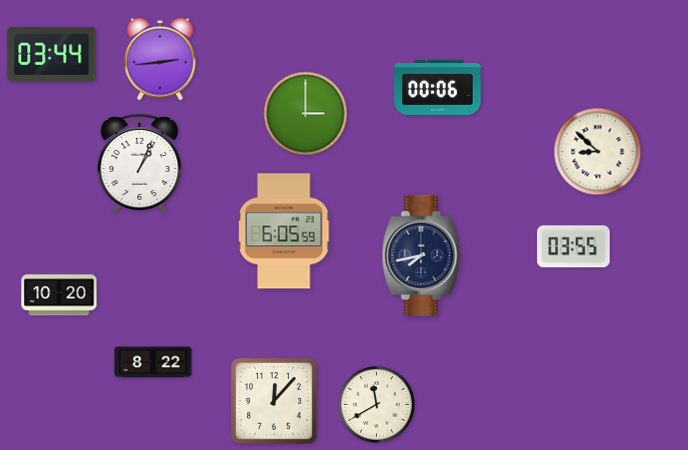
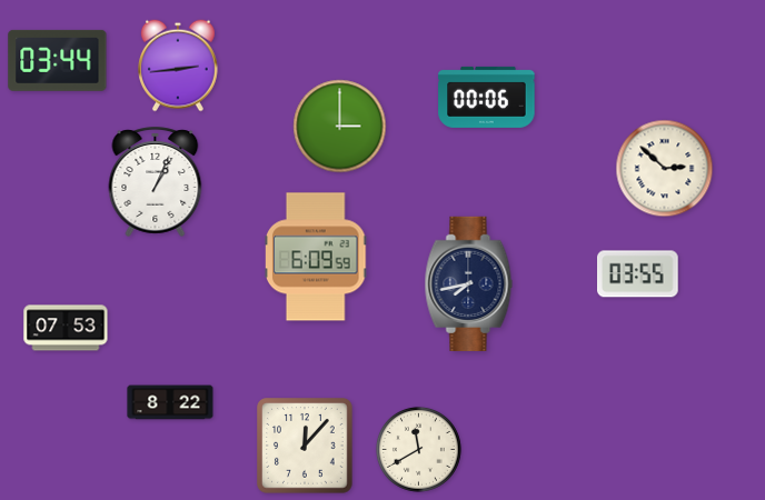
clock at (598, 152): 8:52 -> 2:52
clock at (284, 231): 6:05 -> 6:09
clock at (59, 295): 10:20 -> 07:53
